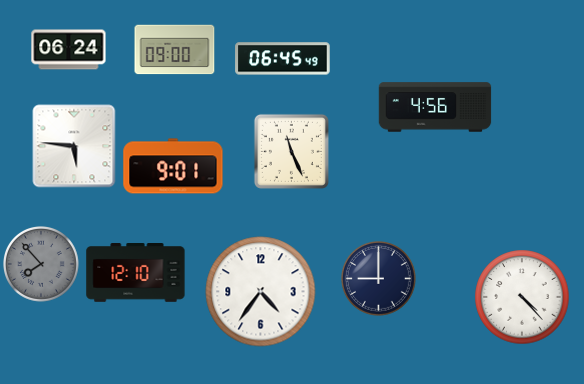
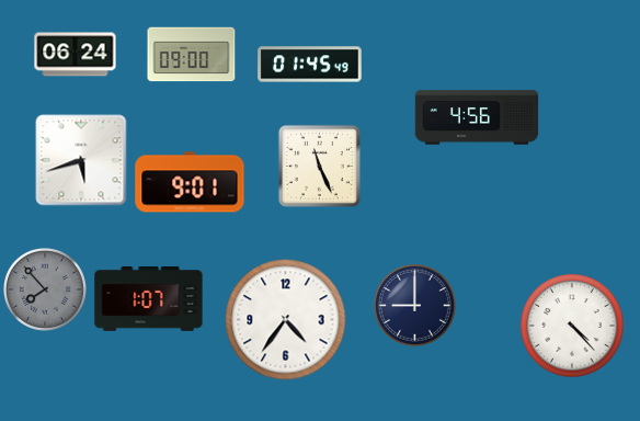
clock at (283, 59): 06:45 -> 01:45
clock at (74, 146): 5:46 -> 5:42
clock at (136, 273): 12:10 -> 1:07
